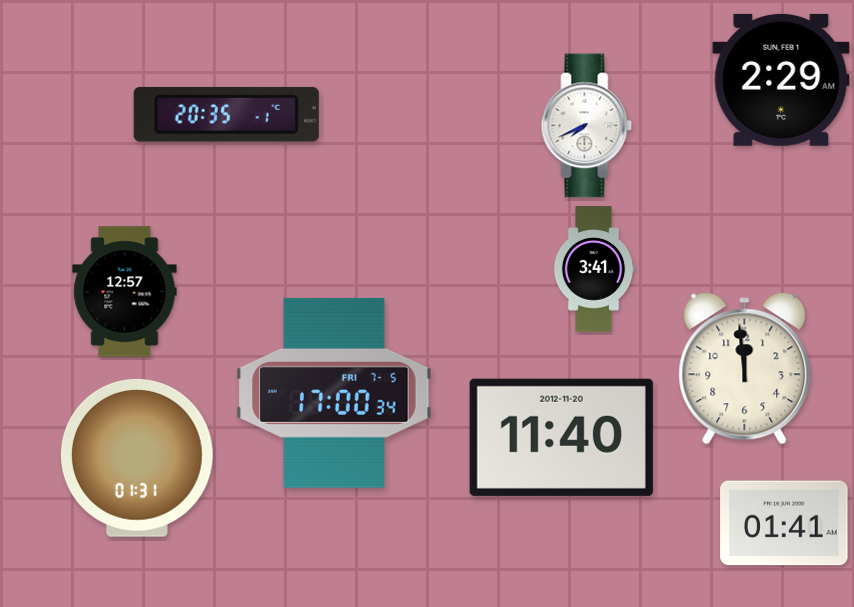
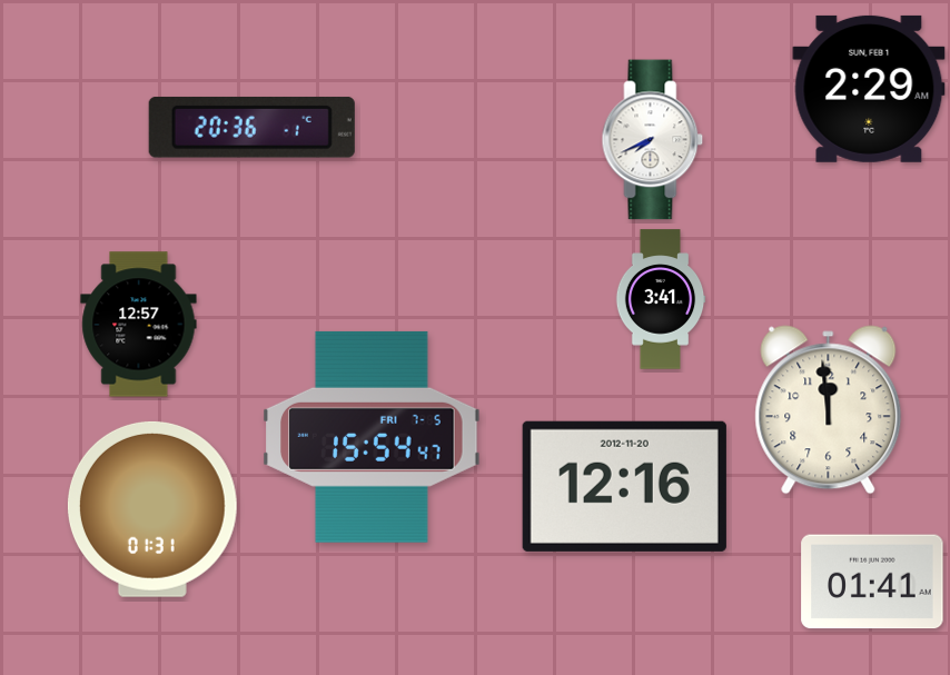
clock at (226, 114): 20:35 -> 20:36
clock at (334, 393): 17:00 -> 15:54
clock at (561, 437): 11:40 -> 12:16
